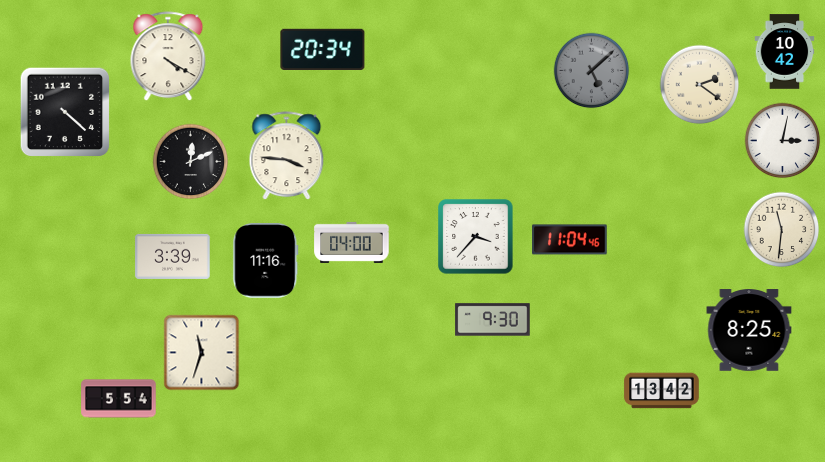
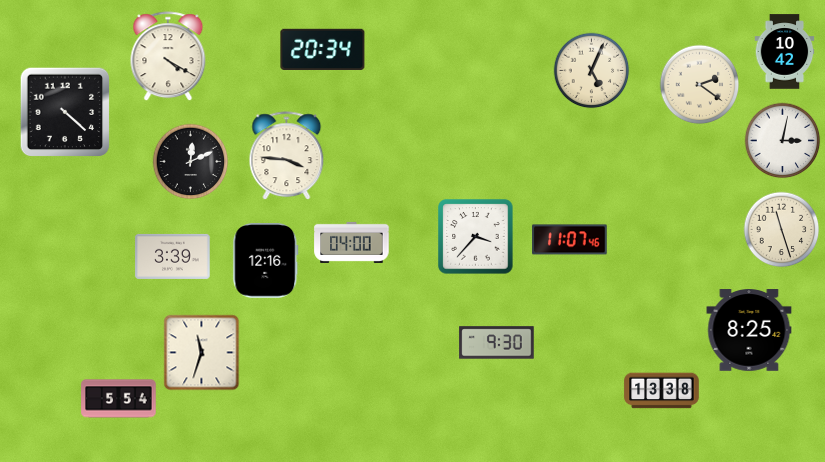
clock at (592, 71): 5:08 -> 5:04
clock at (592, 71) dial: grey -> cream
clock at (782, 230): 11:31 -> 11:27
clock at (570, 240): 11:04 -> 11:07
clock at (266, 261): 11:16 -> 12:16
clock at (493, 320) position: (493, 320) -> (497, 343)
clock at (662, 391): 13:42 -> 13:38
